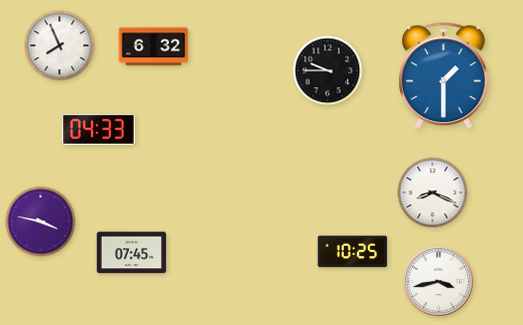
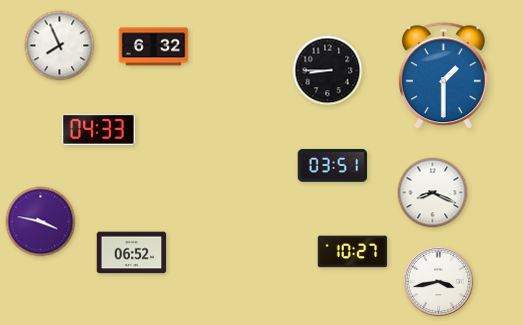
clock at (328, 71): 9:45 -> 8:45
clock at (333, 166): none -> 03:51
clock at (353, 252): 10:25 -> 10:27
clock at (132, 253): 07:45 -> 06:52
